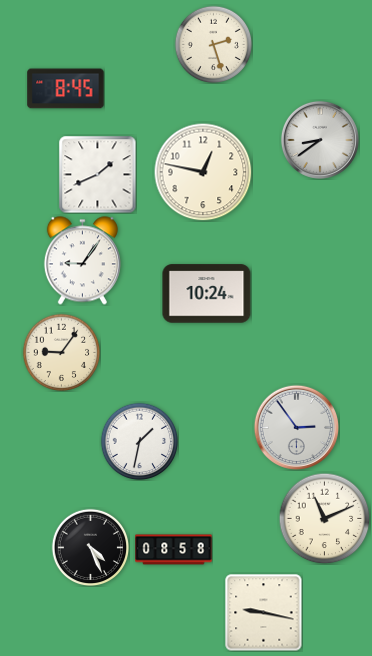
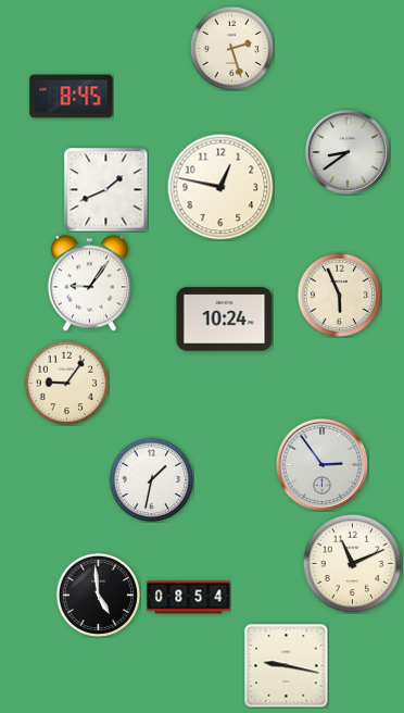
clock at (339, 295): none -> 5:56
clock at (90, 547): 4:26 -> 4:59
clock at (174, 550): 08:58 -> 08:54
